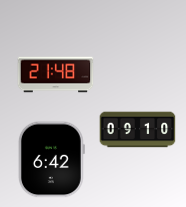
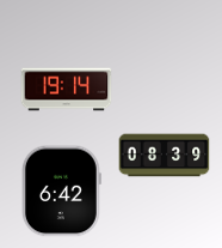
clock at (56, 75): 21:48 -> 19:14
clock at (138, 130): 09:10 -> 08:39
